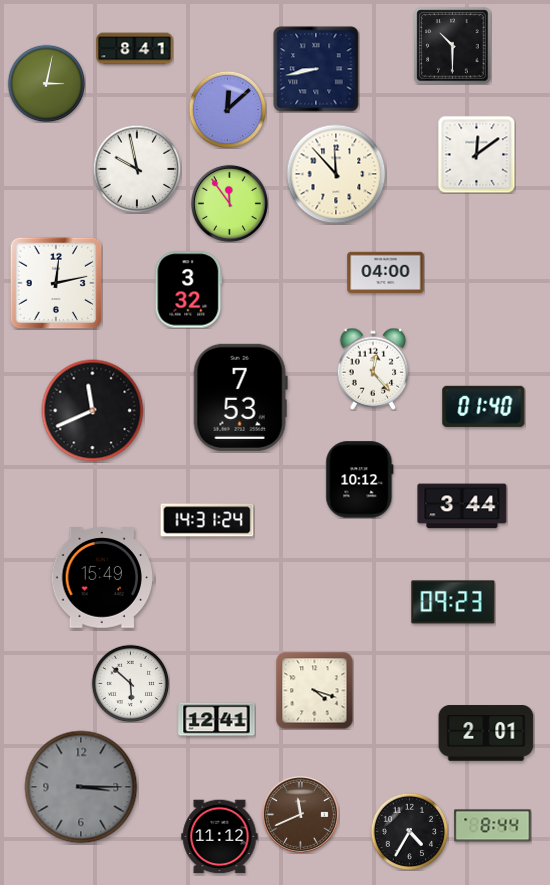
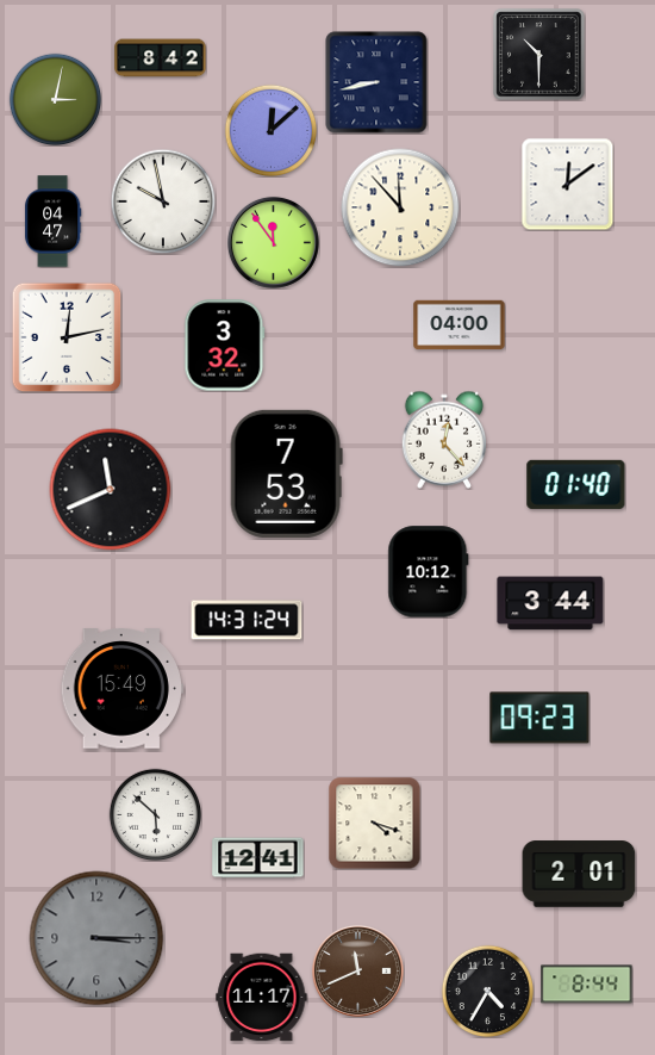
clock at (135, 49): 8:41 -> 8:42
clock at (52, 222): none -> 04:47
clock at (220, 837): 11:12 -> 11:17
